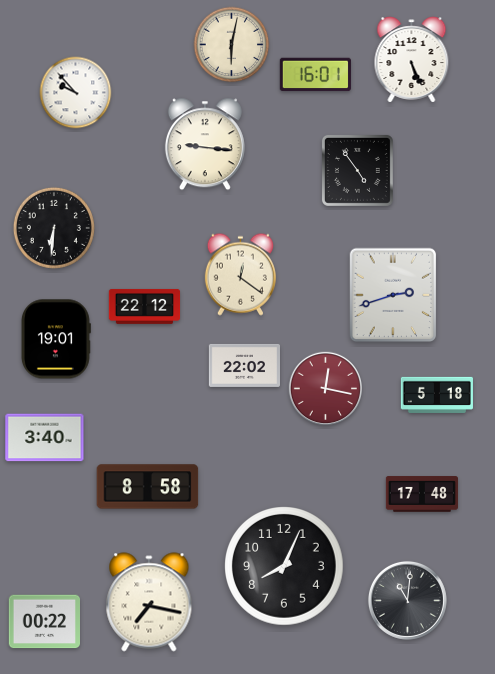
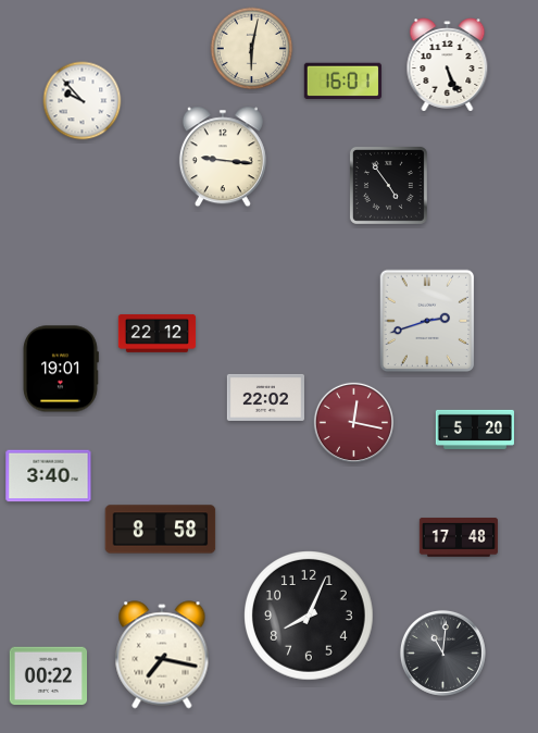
clock at (54, 228): 6:31 -> none
clock at (240, 274): 12:21 -> none
clock at (437, 395): 5:18 -> 5:20
